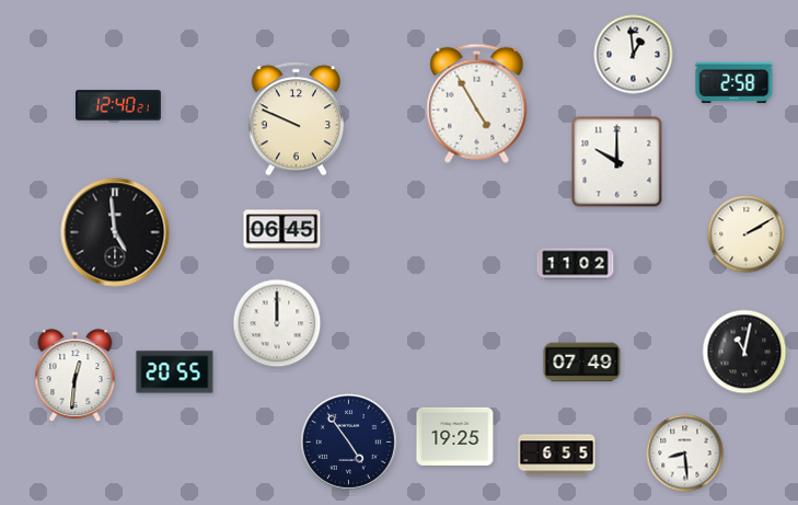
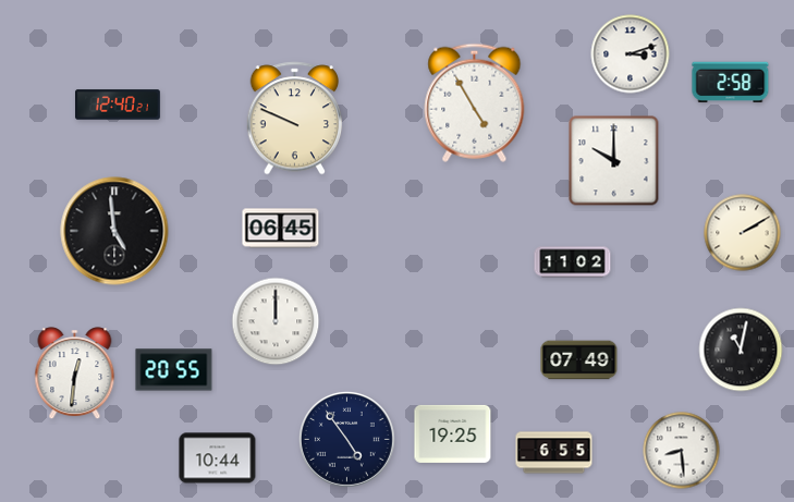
clock at (634, 55): 12:59 -> 3:12
clock at (218, 458): none -> 10:44
